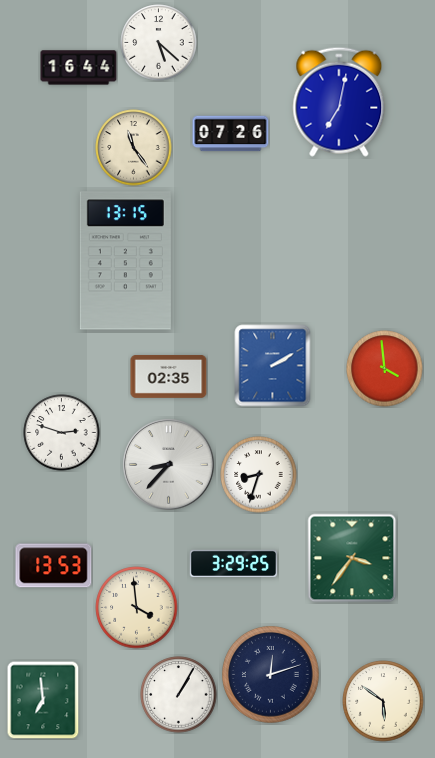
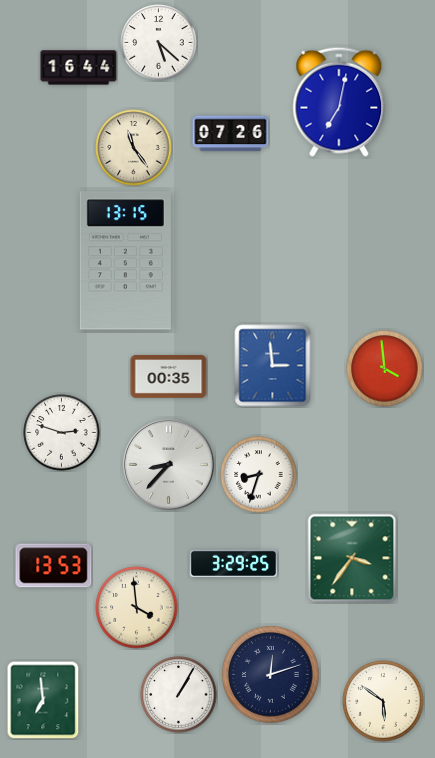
clock at (273, 366): 2:10 -> 2:59
clock at (169, 377): 02:35 -> 00:35
